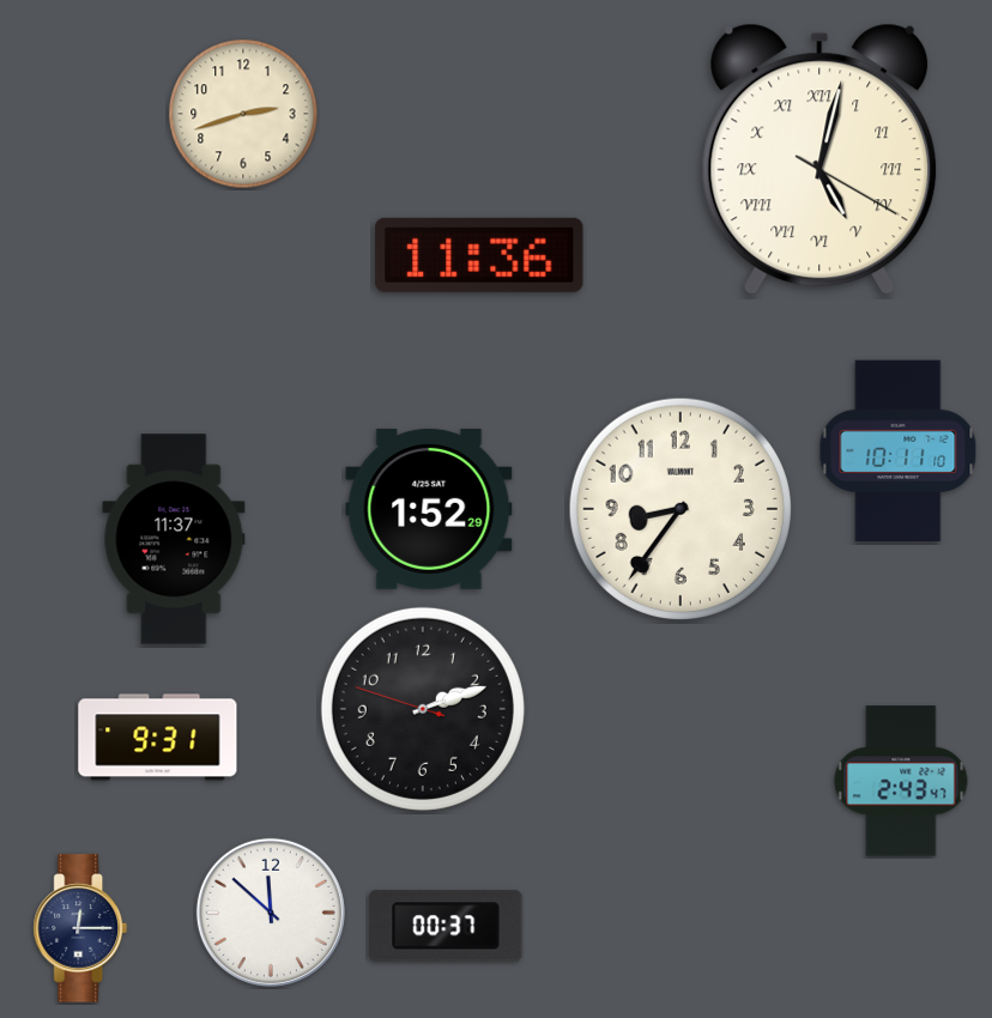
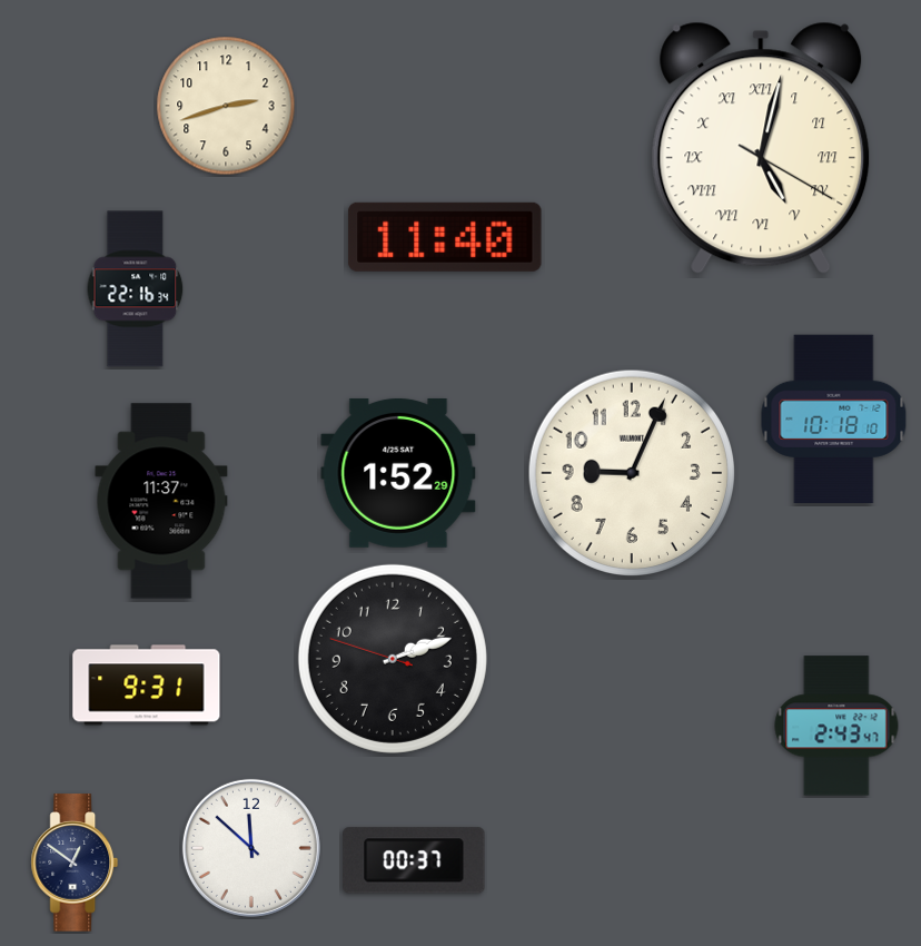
clock at (479, 255): 11:36 -> 11:40
clock at (136, 289): none -> 22:16
clock at (899, 452): 10:11 -> 10:18
clock at (679, 508): 8:36 -> 9:04
clock at (80, 928): 12:15 -> 12:51
